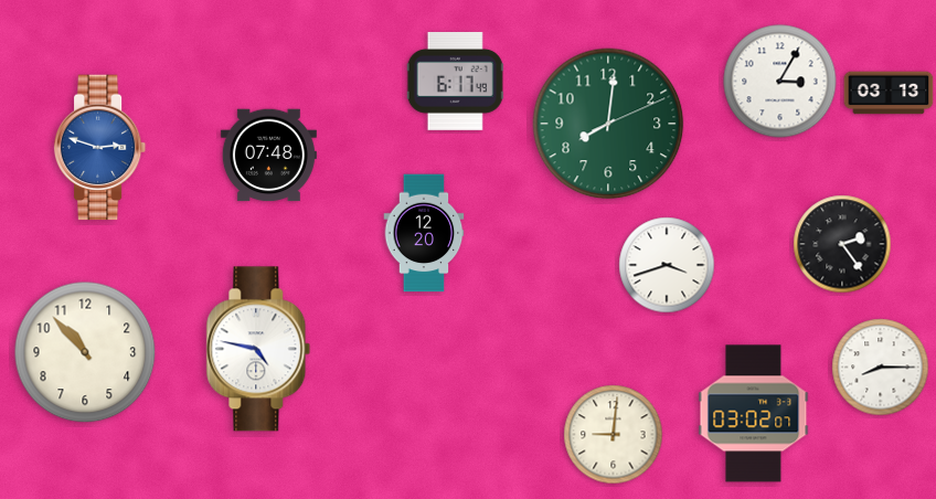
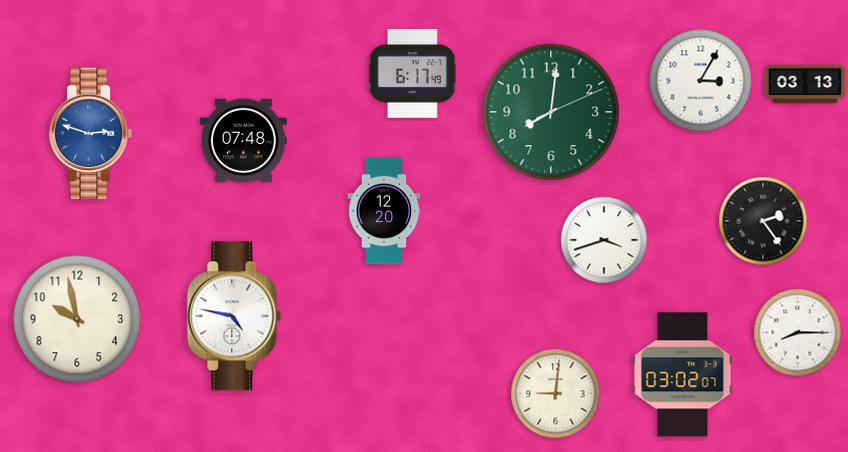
clock at (780, 82) position: (780, 82) -> (701, 81)
clock at (85, 352): 10:53 -> 9:58
